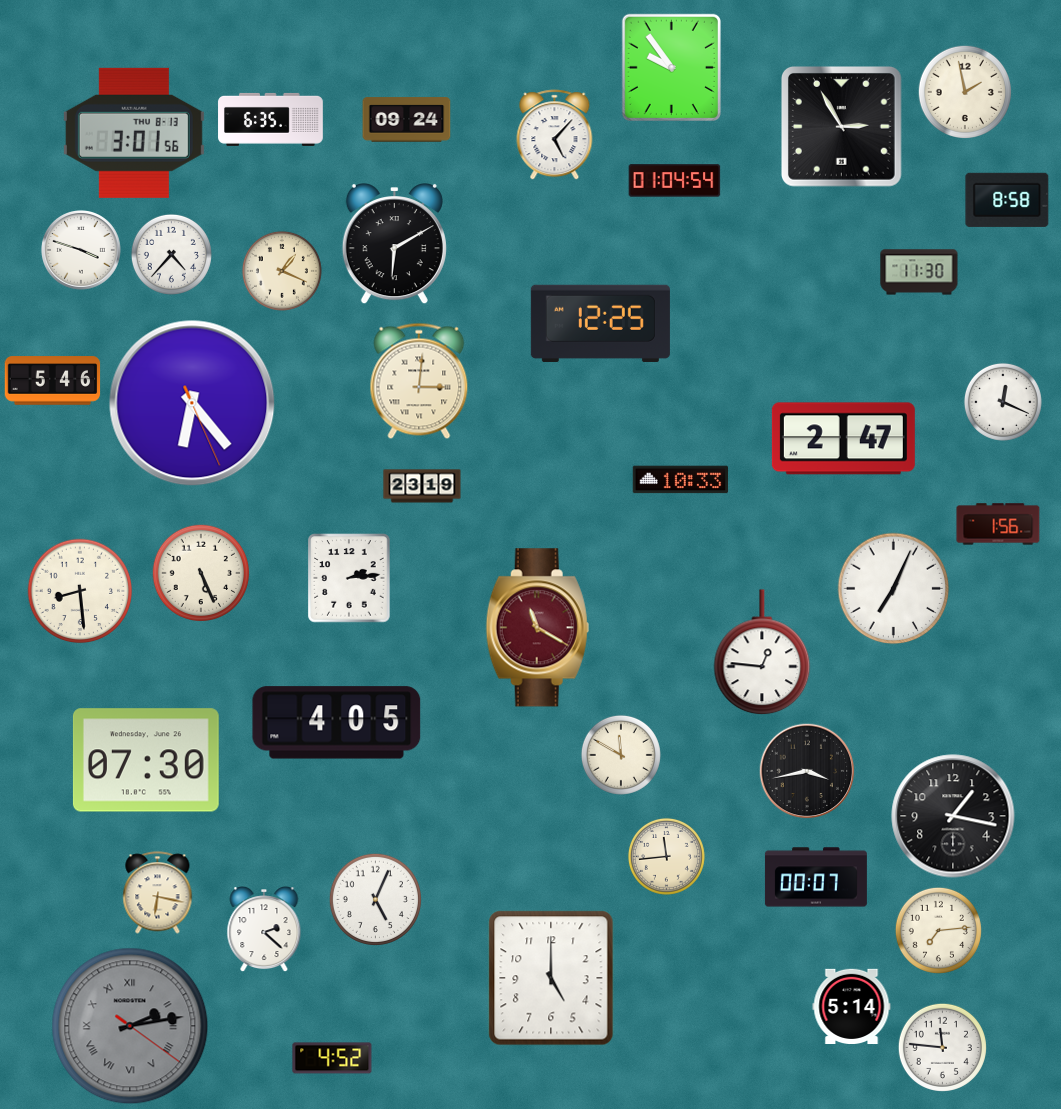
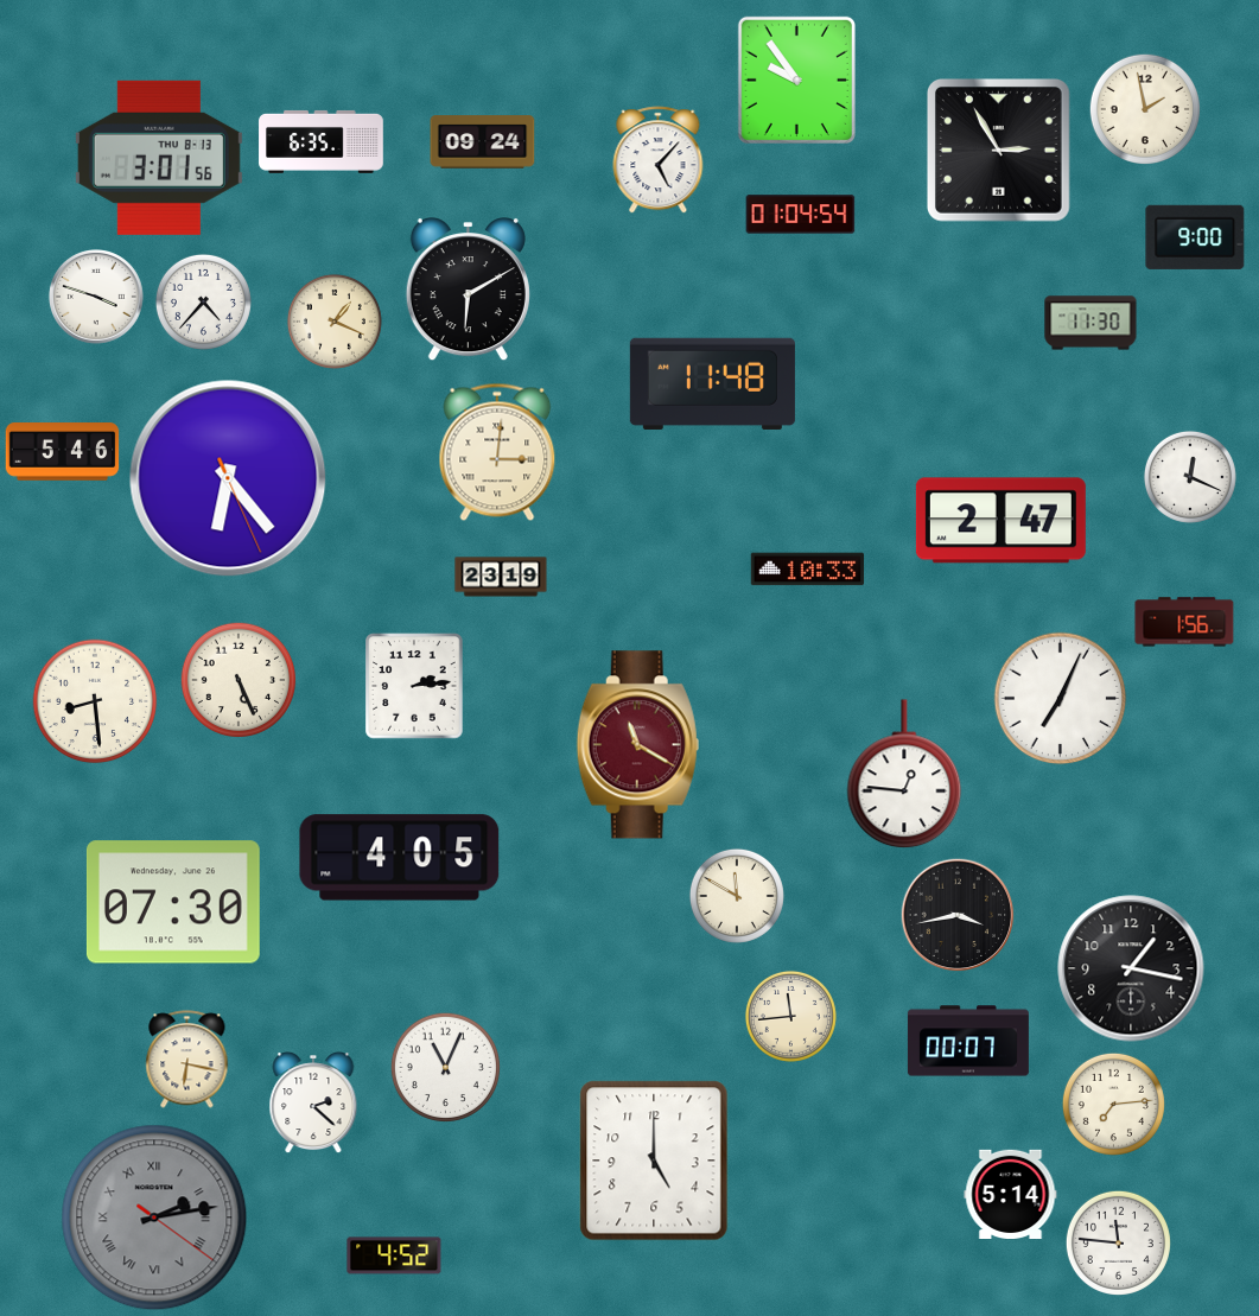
clock at (1007, 200): 8:58 -> 9:00
clock at (600, 323): 12:25 -> 11:48
clock at (375, 899): 5:04 -> 11:04
